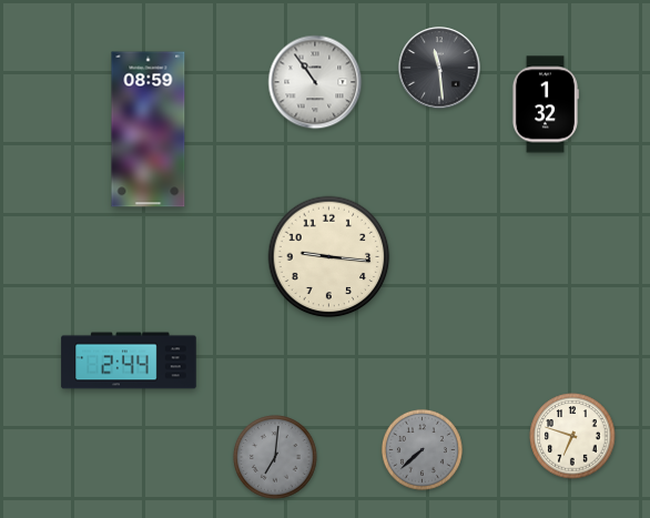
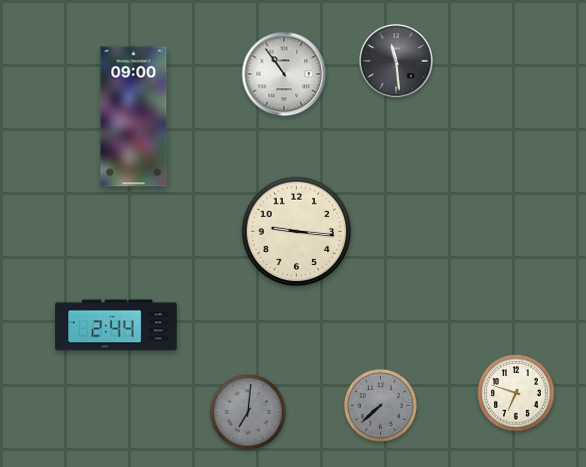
clock at (545, 104): 1:32 -> none
clock at (149, 130): 08:59 -> 09:00
